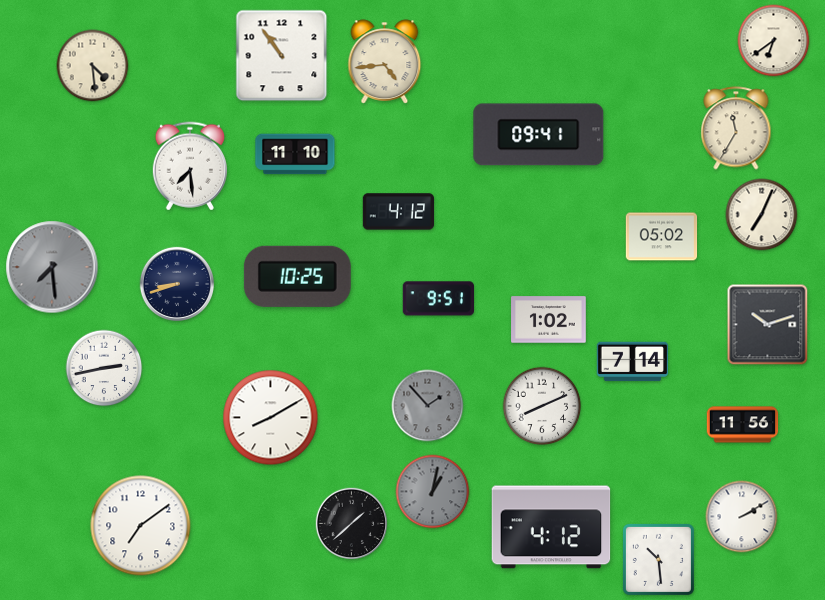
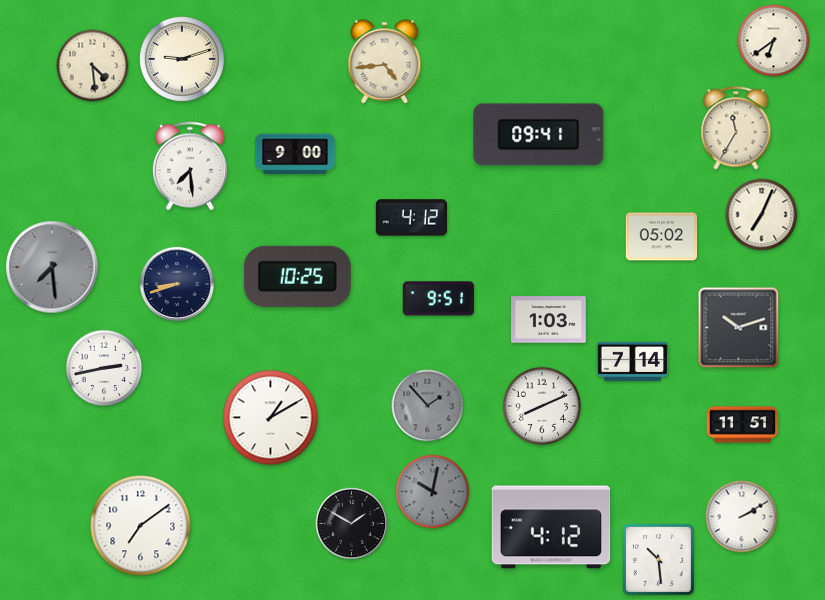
clock at (282, 56): 10:54 -> none
clock at (183, 60): none -> 9:12
clock at (295, 154): 11:10 -> 9:00
clock at (399, 212) position: (399, 212) -> (412, 218)
clock at (549, 320): 1:02 -> 1:03
clock at (768, 325) position: (768, 325) -> (739, 328)
clock at (271, 418): 8:10 -> 1:10
clock at (743, 425): 11:56 -> 11:51
clock at (433, 492): 1:02 -> 10:02
clock at (352, 524): 1:38 -> 1:50
